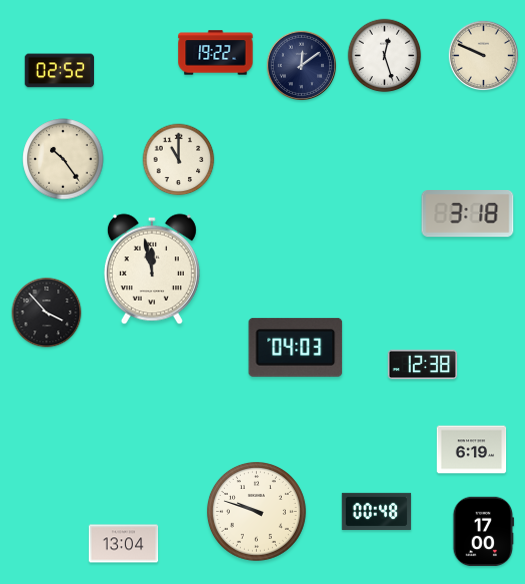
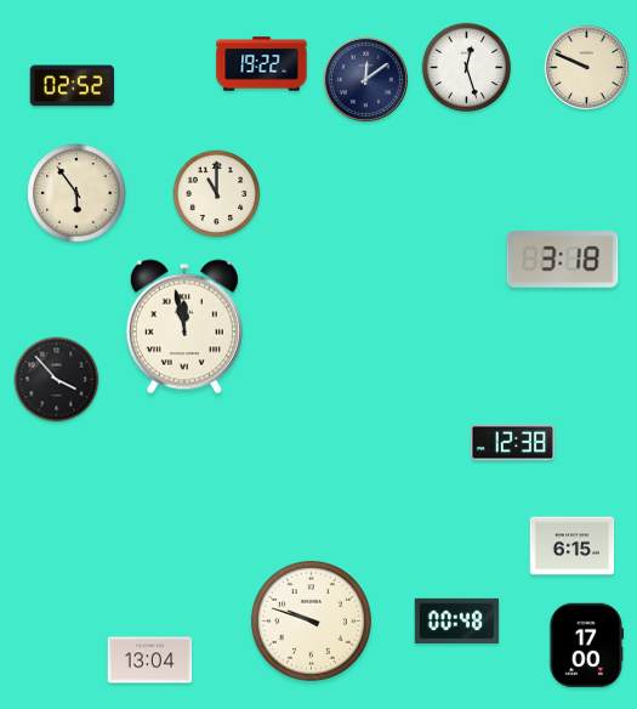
clock at (63, 159): 10:24 -> 5:54
clock at (468, 214) position: (468, 214) -> (563, 260)
clock at (296, 347): 04:03 -> none
clock at (472, 450): 6:19 -> 6:15
